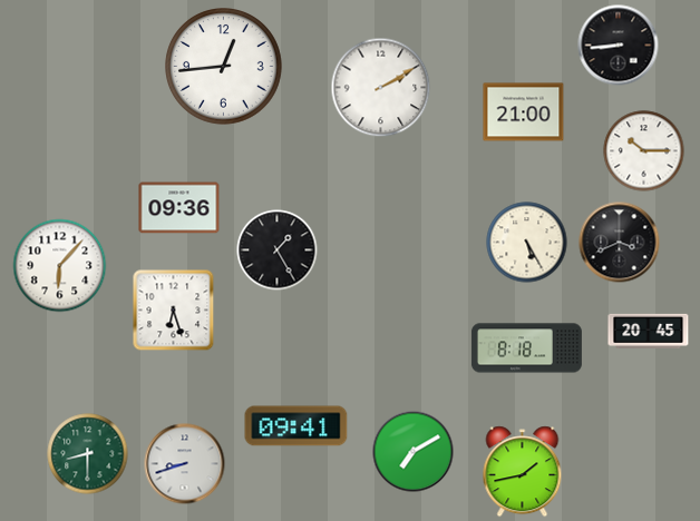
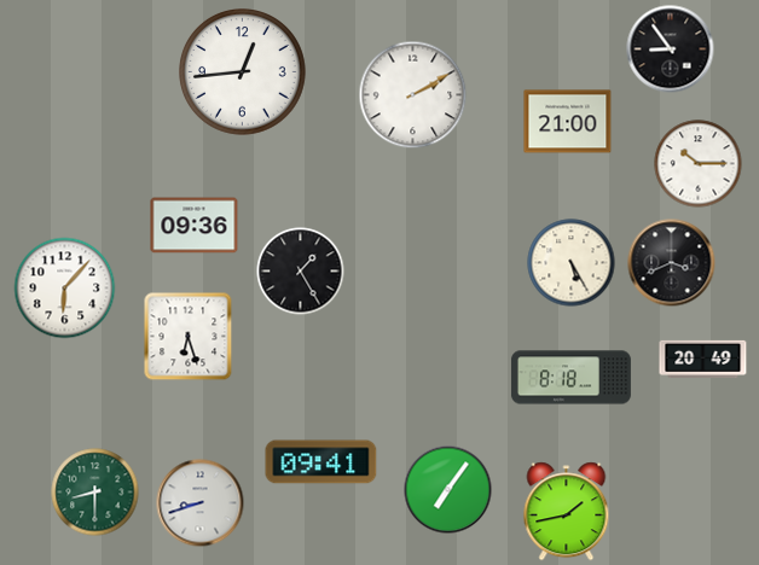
clock at (619, 46): 8:44 -> 8:54
clock at (649, 331): 20:45 -> 20:49
clock at (414, 452): 7:10 -> 7:06
